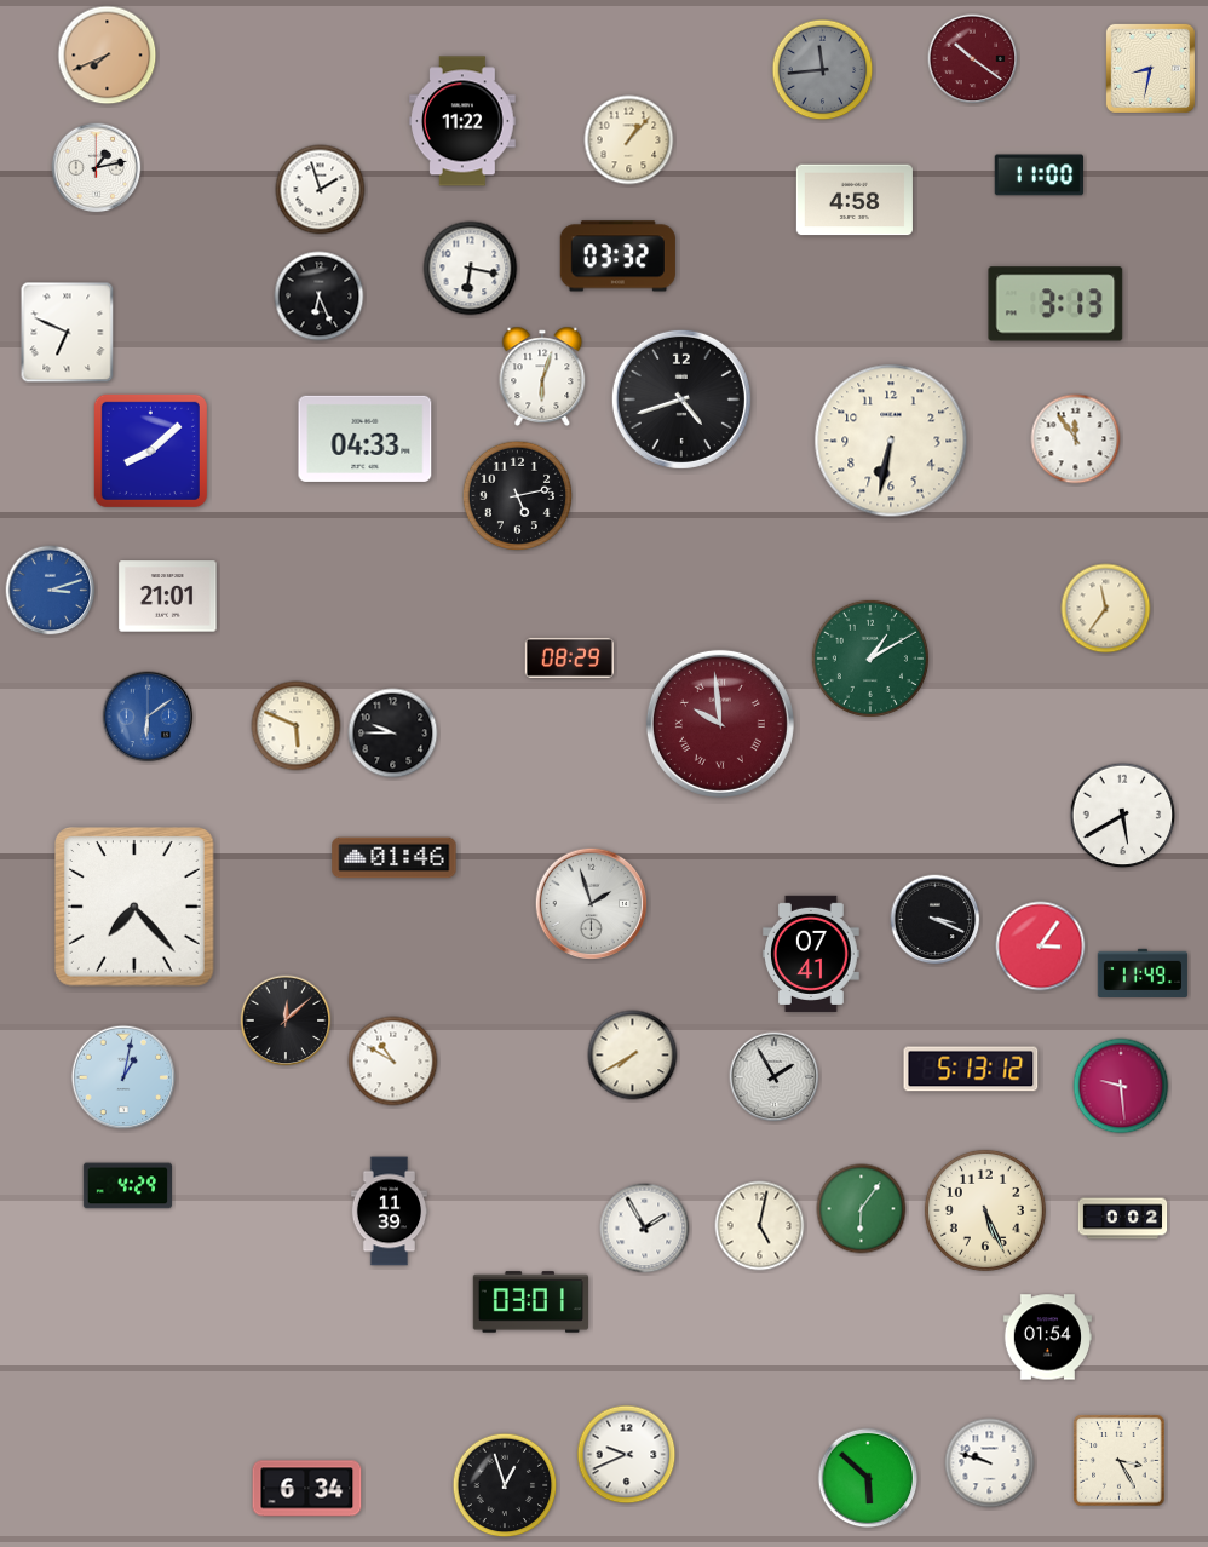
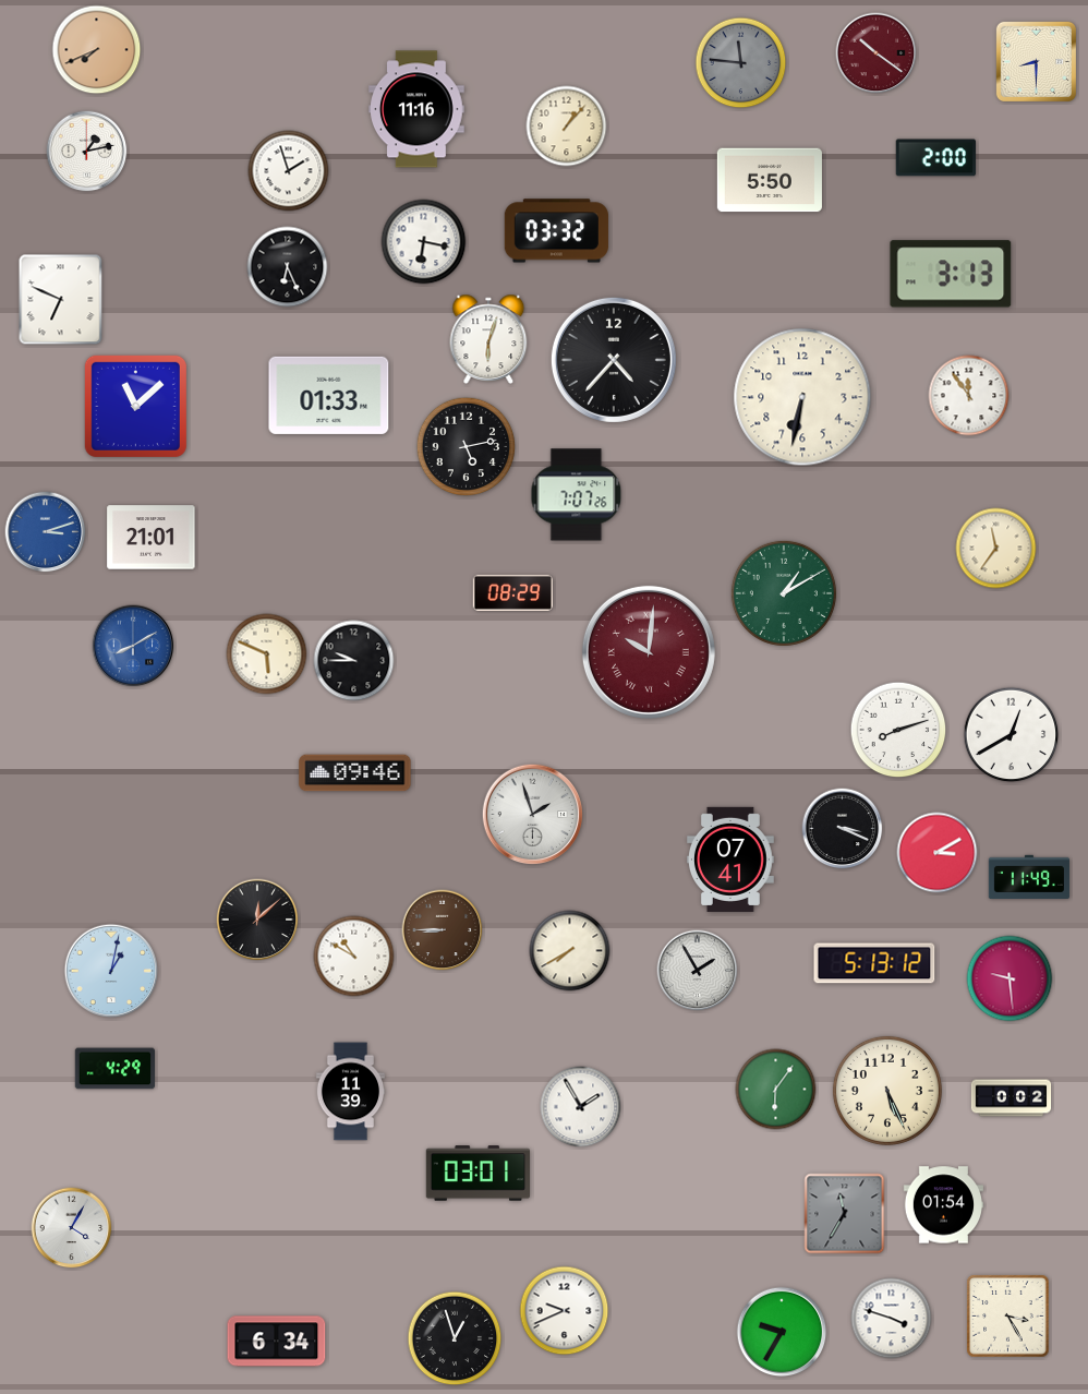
clock at (1150, 68): 8:32 -> 8:30
clock at (823, 70): 11:44 -> 11:46
clock at (464, 121): 11:22 -> 11:16
clock at (1039, 176): 11:00 -> 2:00
clock at (855, 200): 4:58 -> 5:50
clock at (681, 399): 4:42 -> 4:37
clock at (366, 438): 04:33 -> 01:33
clock at (150, 450): 8:08 -> 11:08
clock at (577, 495): none -> 7:07
clock at (148, 717): 6:09 -> 8:10
clock at (720, 724): 9:59 -> 10:01
clock at (898, 730): none -> 8:12
clock at (1123, 816): 5:40 -> 12:40
clock at (395, 858): 01:46 -> 09:46
clock at (136, 908): 7:23 -> none
clock at (1041, 947): 3:06 -> 3:10
clock at (443, 930): none -> 8:45
clock at (760, 1226): 5:02 -> none
clock at (845, 1214): none -> 11:35
clock at (72, 1228): none -> 4:05
clock at (990, 1463): 9:48 -> 3:48
clock at (868, 1478): 5:52 -> 9:35
